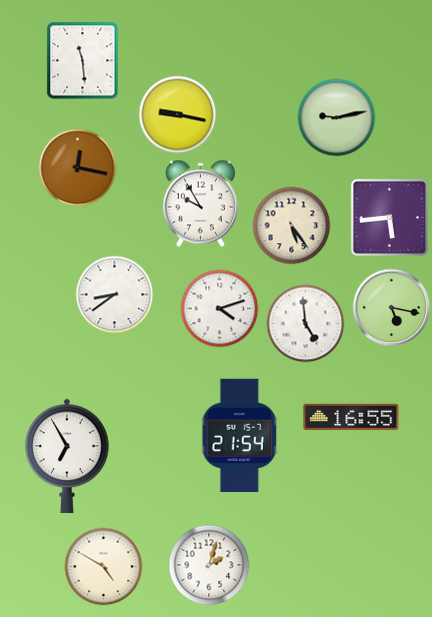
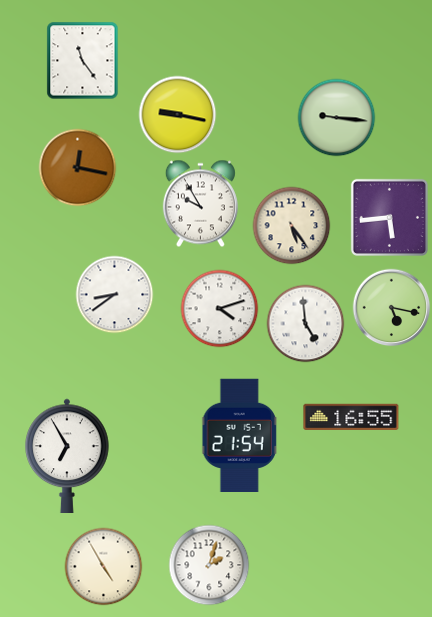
clock at (83, 60): 11:29 -> 11:24
clock at (336, 117): 9:13 -> 9:16
clock at (103, 566): 4:50 -> 4:55
